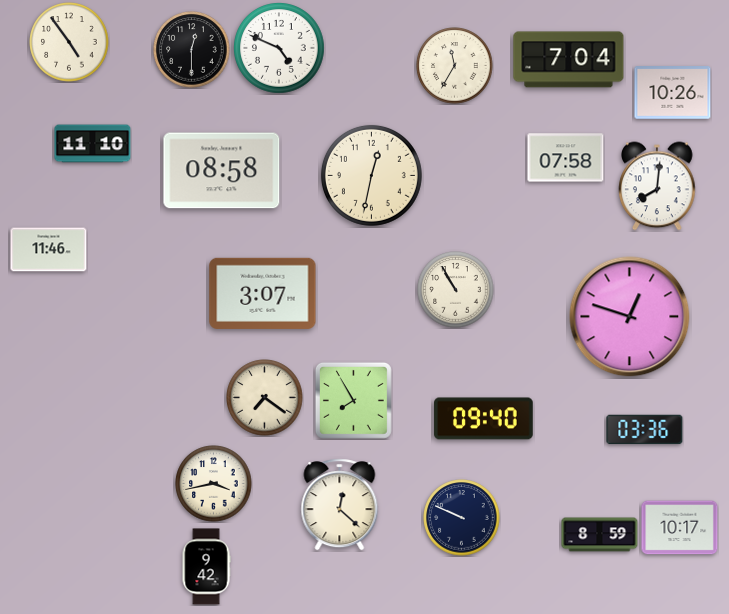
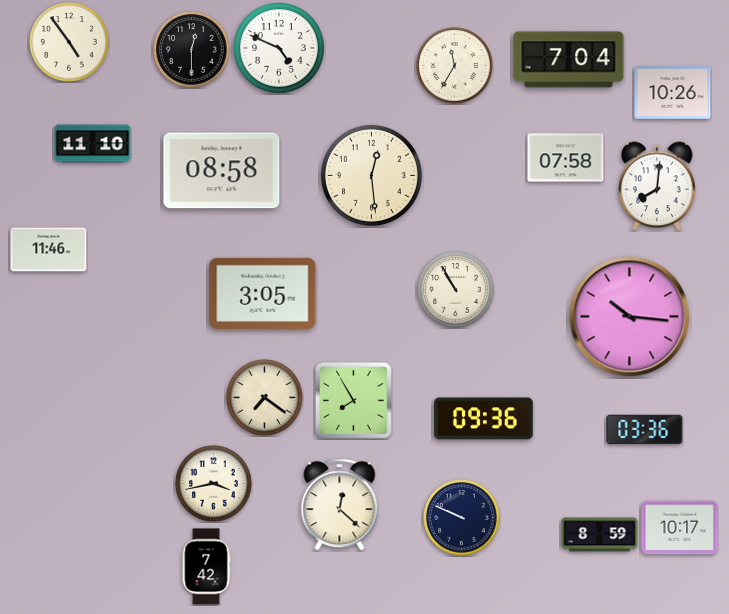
clock at (371, 175): 12:32 -> 12:29
clock at (263, 293): 3:07 -> 3:05
clock at (630, 317): 12:48 -> 10:16
clock at (484, 419): 09:40 -> 09:36
clock at (206, 567): 9:42 -> 7:42
